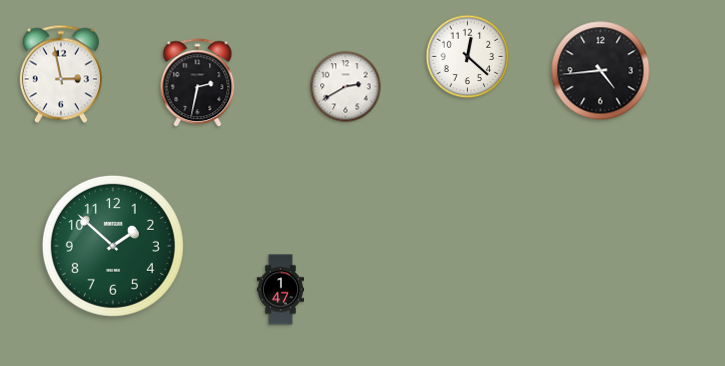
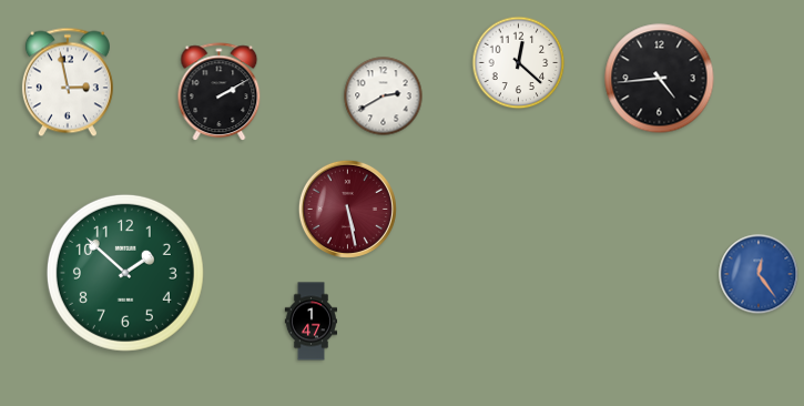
clock at (601, 71) position: (601, 71) -> (660, 79)
clock at (198, 83): 2:32 -> 2:10
clock at (347, 209): none -> 5:28
clock at (759, 274): none -> 12:24
